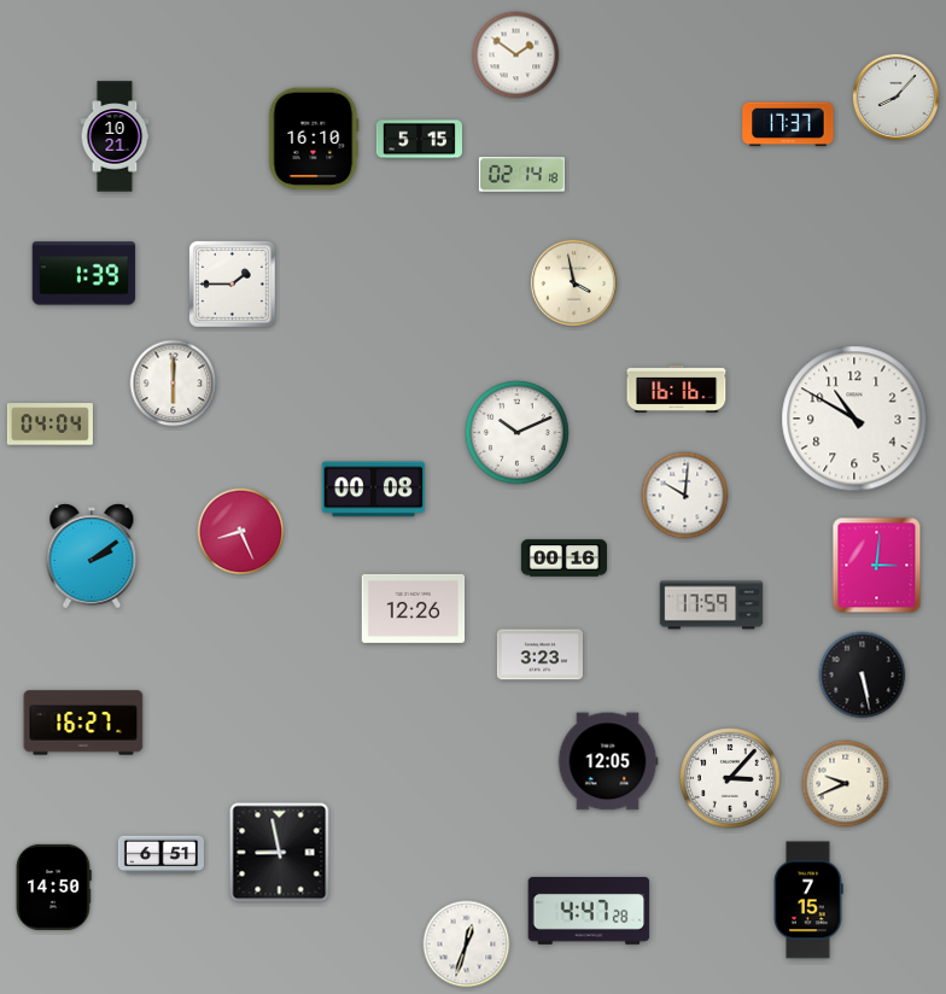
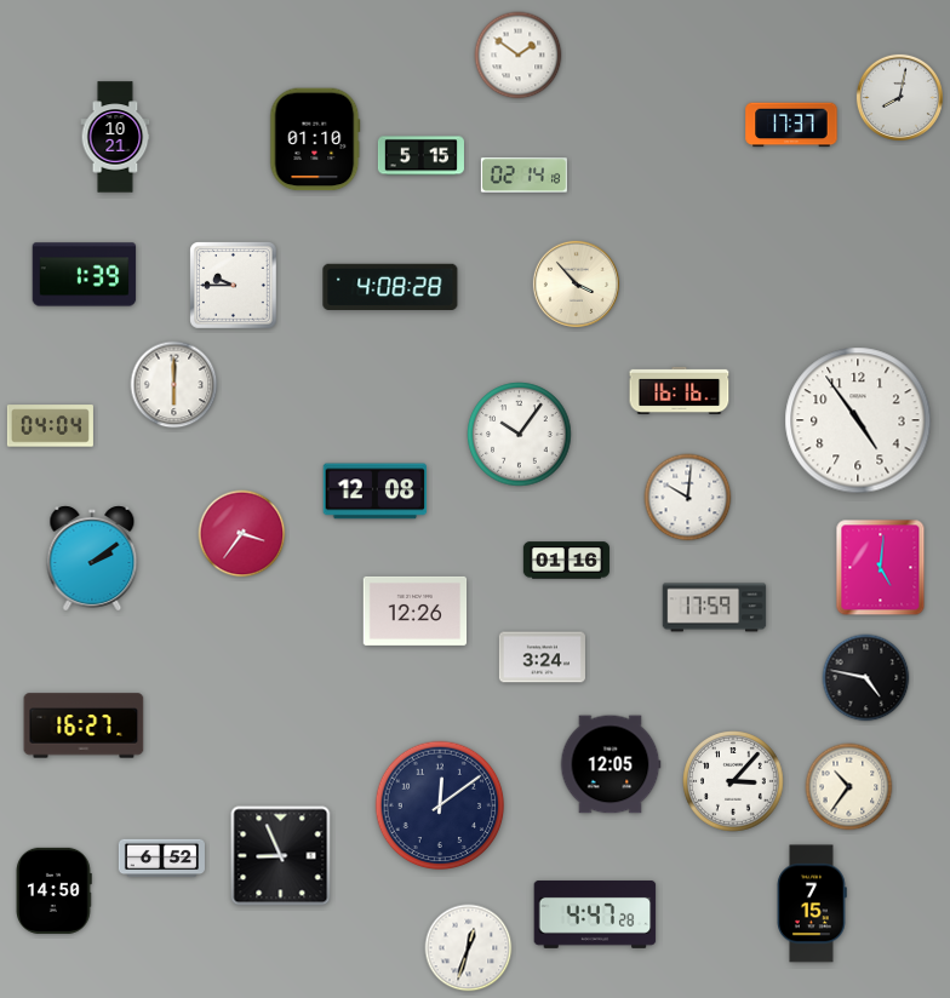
clock at (895, 97): 8:07 -> 8:02
clock at (314, 139): 16:10 -> 01:10
clock at (419, 140) position: (419, 140) -> (420, 156)
clock at (573, 282): 3:58 -> 3:53
clock at (233, 285): 1:45 -> 9:45
clock at (390, 286): none -> 4:08
clock at (854, 419): 10:50 -> 4:54
clock at (518, 433): 10:11 -> 10:06
clock at (374, 490): 00:08 -> 12:08
clock at (241, 532): 8:26 -> 3:36
clock at (563, 559): 00:16 -> 01:16
clock at (877, 566): 3:01 -> 5:01
clock at (539, 655): 3:23 -> 3:24
clock at (863, 676): 5:28 -> 4:47
clock at (846, 784): 9:41 -> 10:36
clock at (440, 805): none -> 12:09
clock at (280, 853): 8:58 -> 8:56
clock at (160, 855): 6:51 -> 6:52
clock at (589, 911) position: (589, 911) -> (595, 914)
